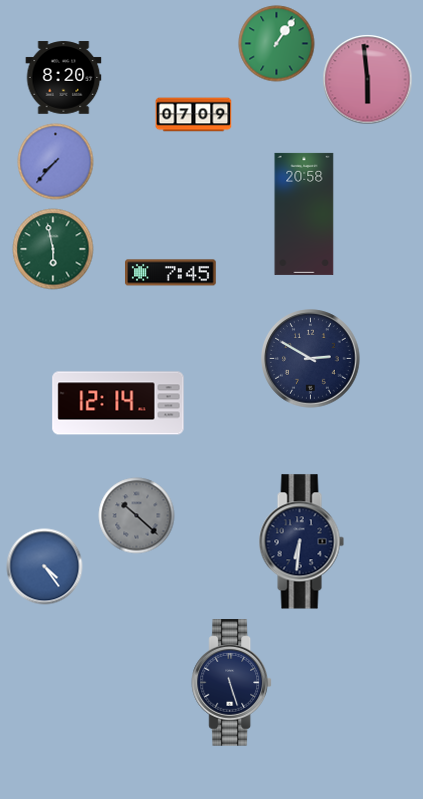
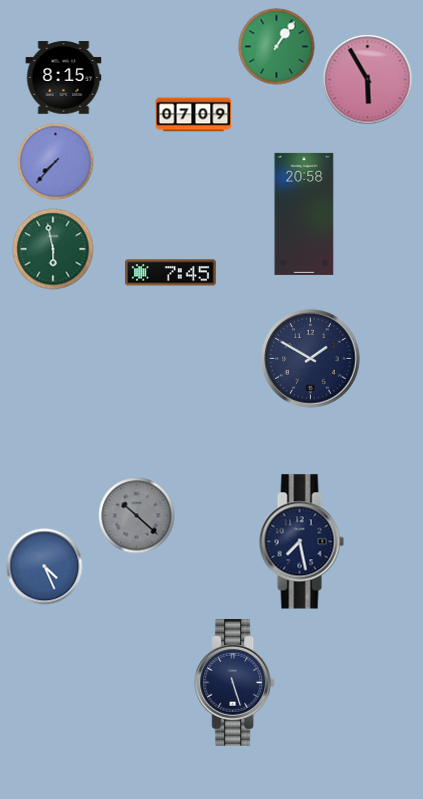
clock at (277, 44) position: (277, 44) -> (277, 47)
clock at (64, 78): 8:20 -> 8:15
clock at (368, 80): 5:59 -> 5:55
clock at (311, 359): 2:50 -> 1:50
clock at (118, 403): 12:14 -> none
clock at (301, 542): 6:31 -> 7:28
clock at (45, 567): 4:24 -> 4:26
clock at (232, 683) position: (232, 683) -> (235, 683)
